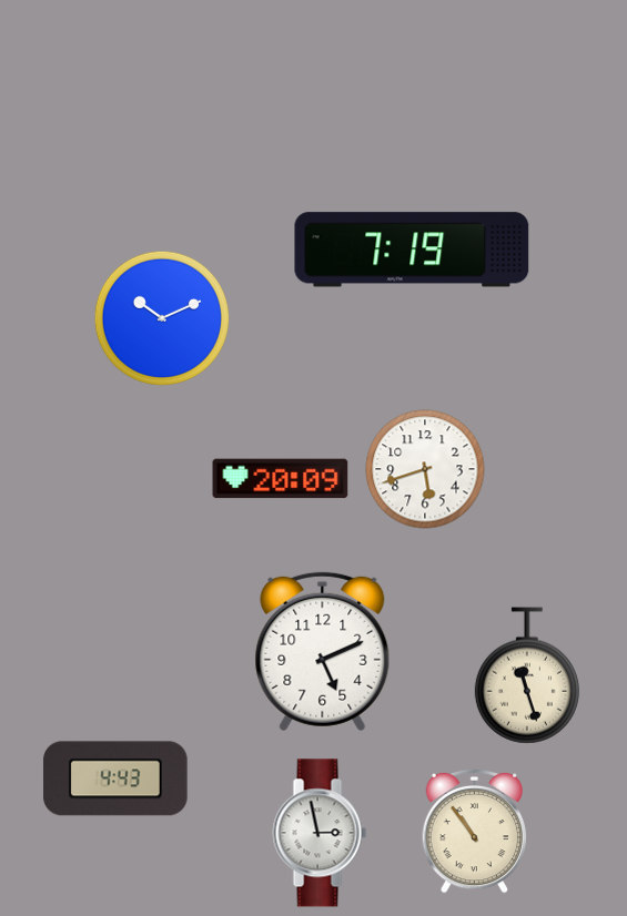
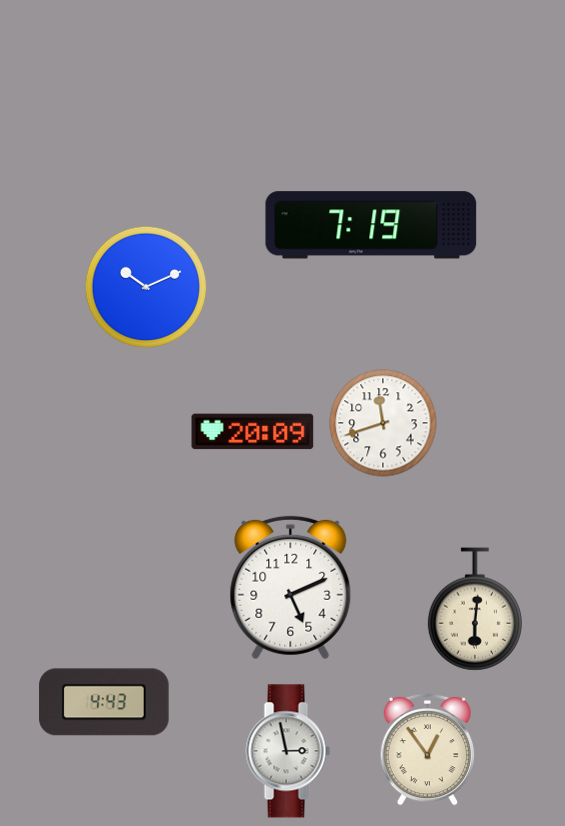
clock at (425, 469): 5:42 -> 11:42
clock at (527, 675): 11:27 -> 6:01
clock at (475, 831): 10:54 -> 12:54
